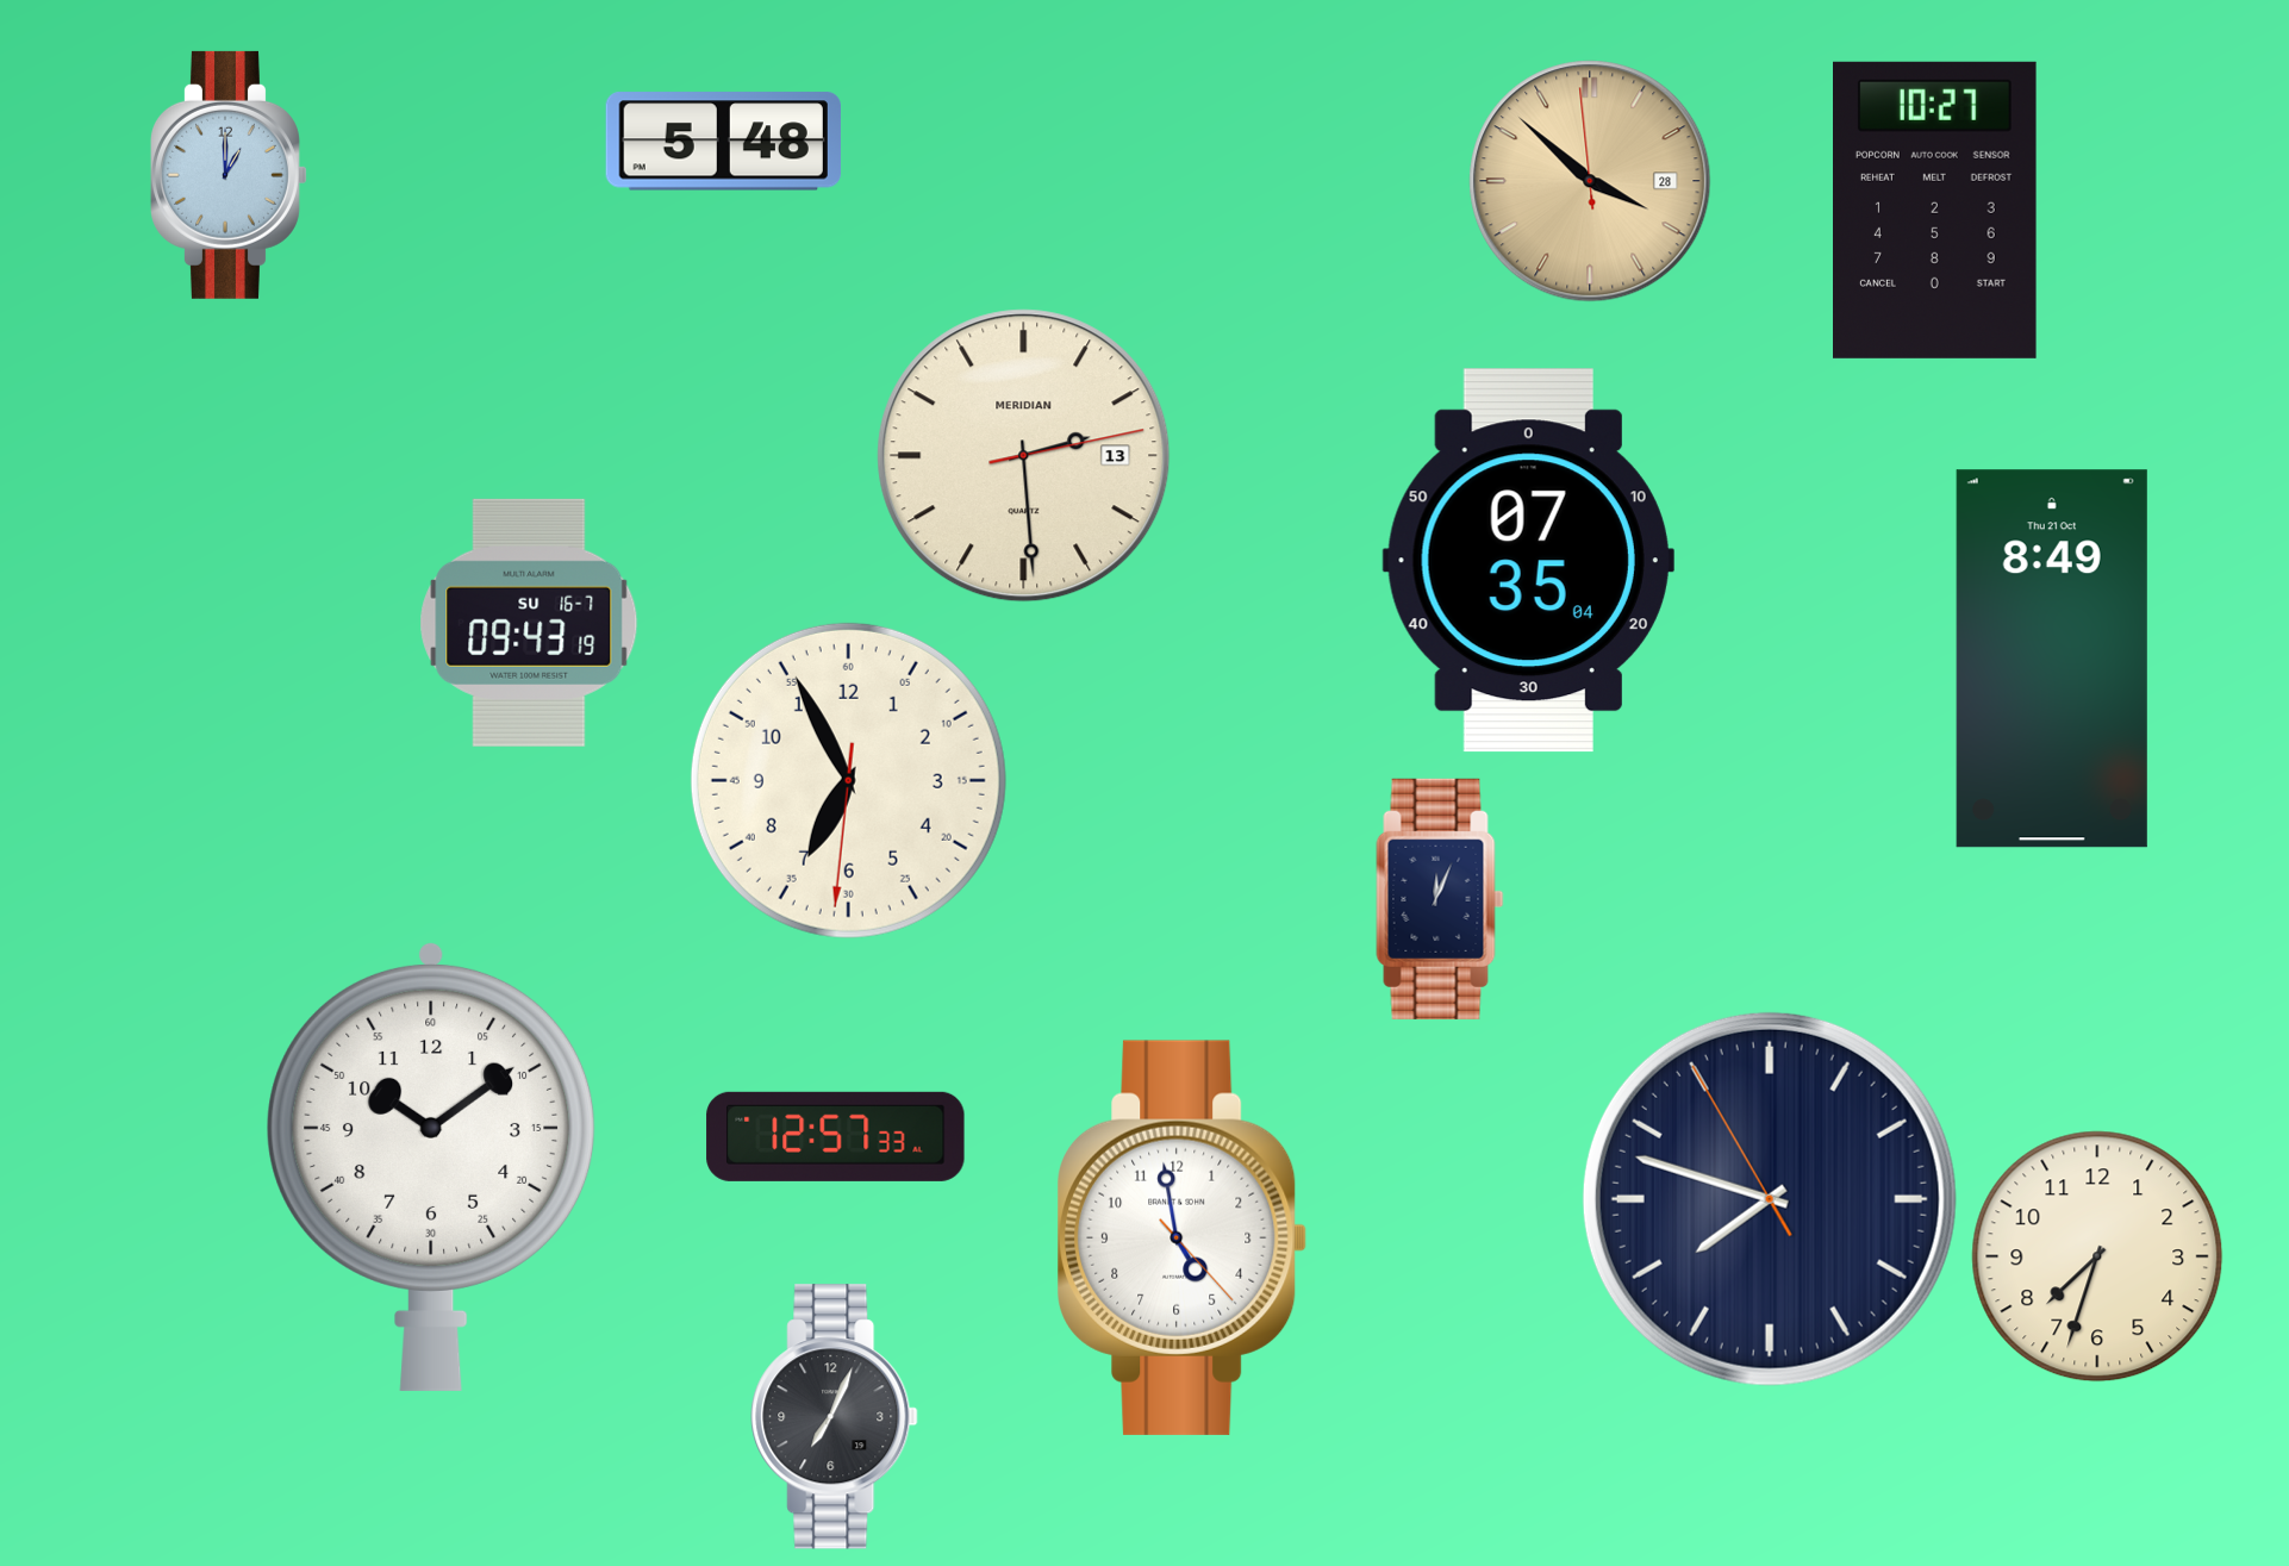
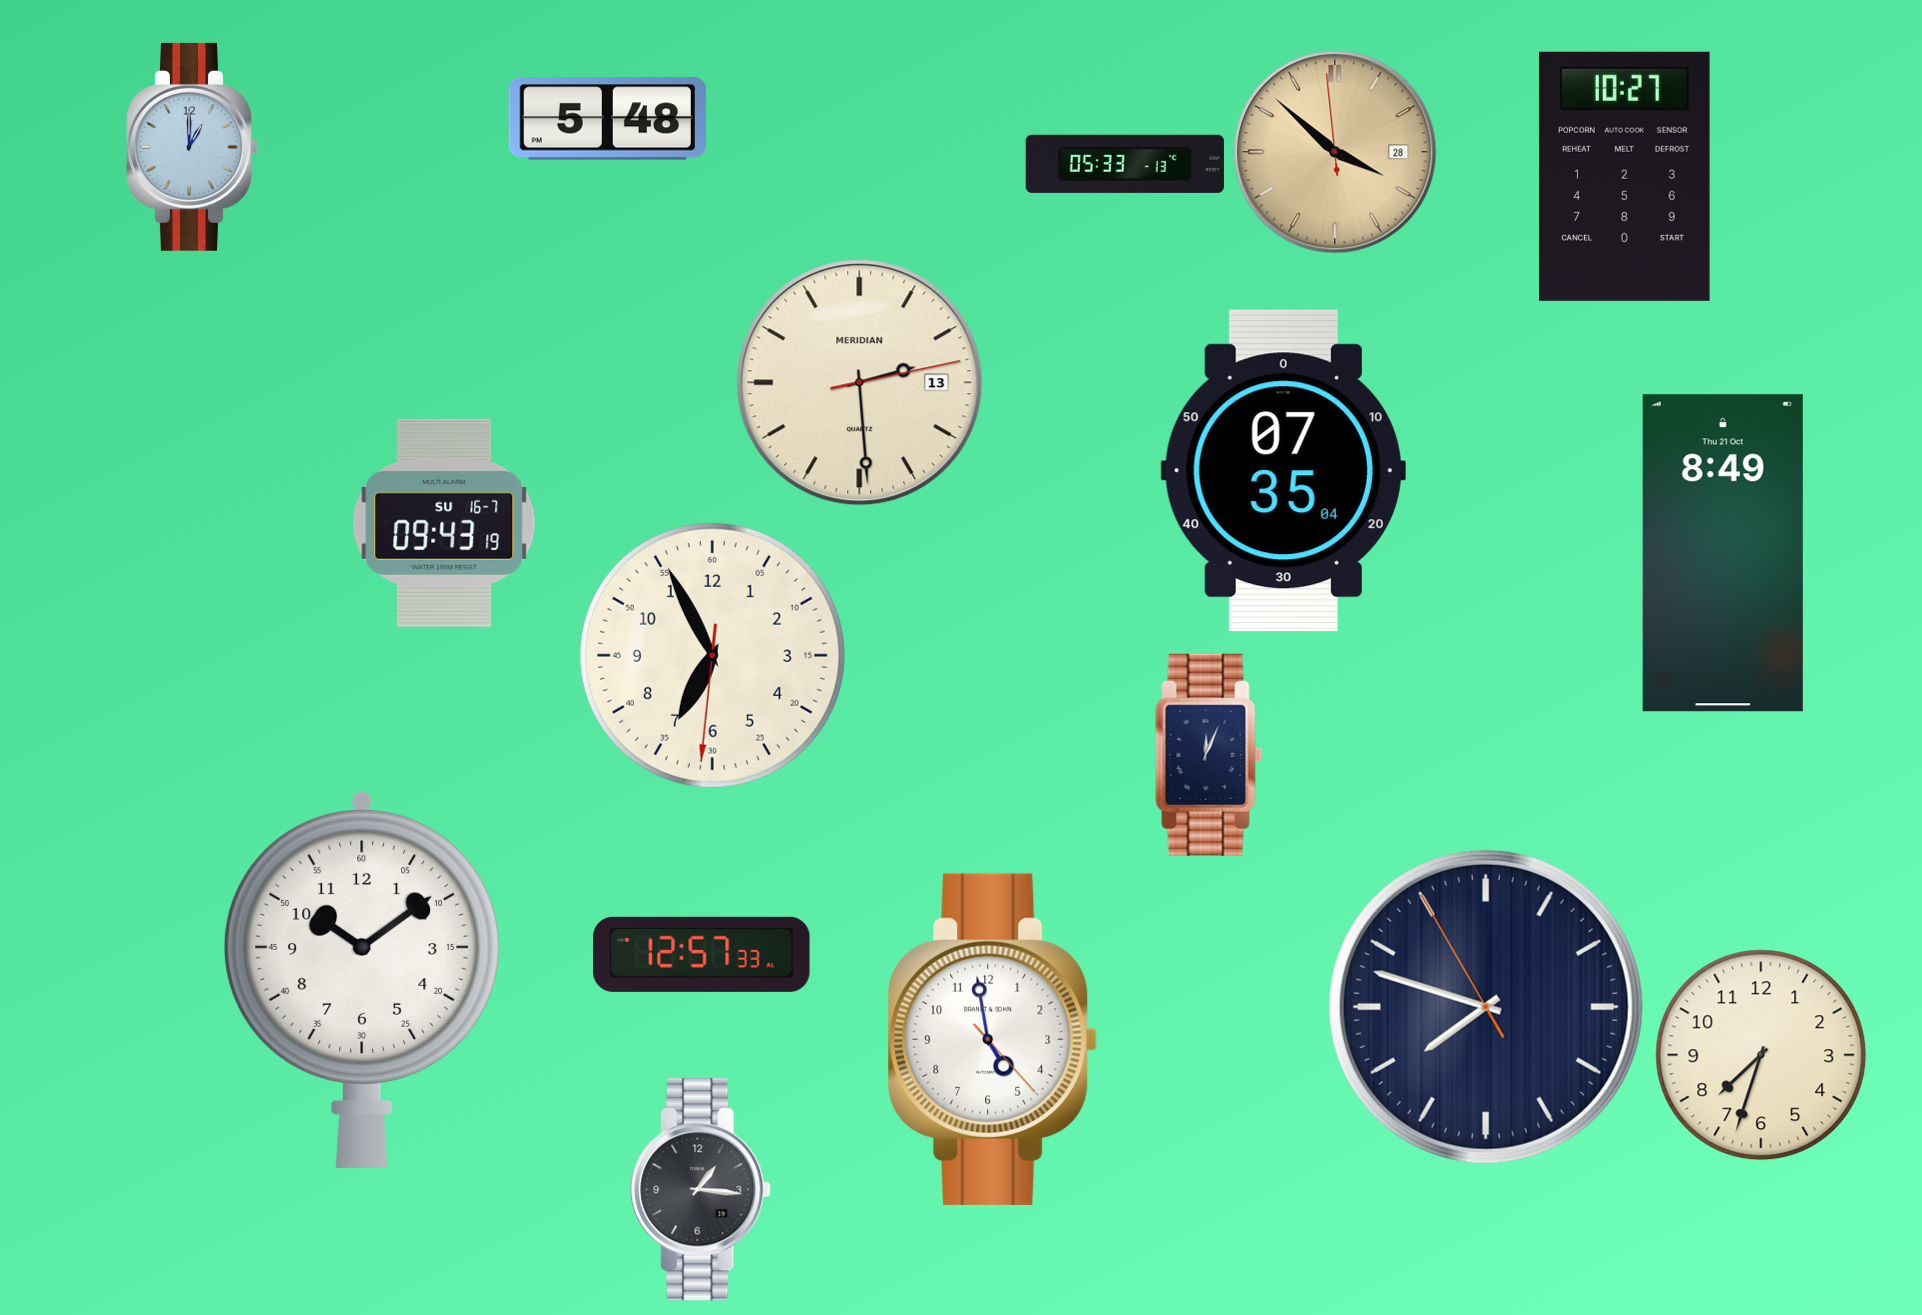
clock at (1125, 164): none -> 05:33
clock at (835, 1417): 7:04 -> 1:16
